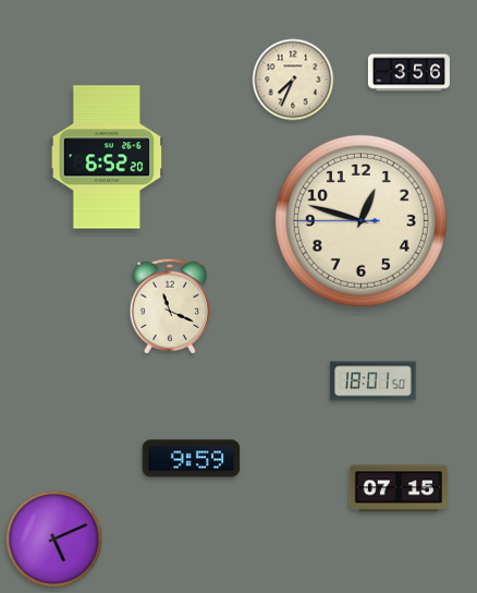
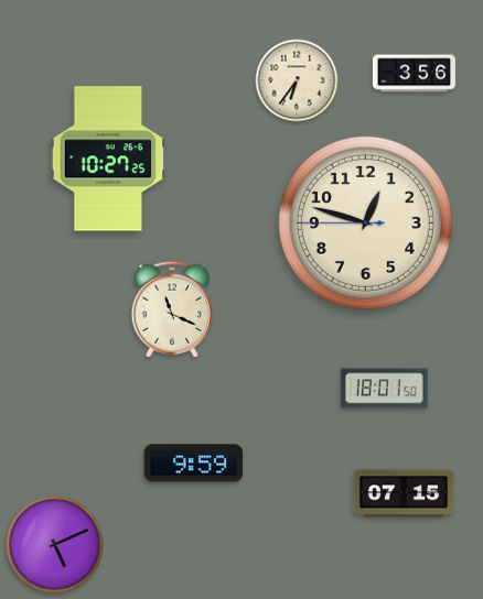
clock at (293, 80): 7:34 -> 6:36
clock at (107, 157): 6:52 -> 10:27
clock at (374, 382) position: (374, 382) -> (385, 389)
